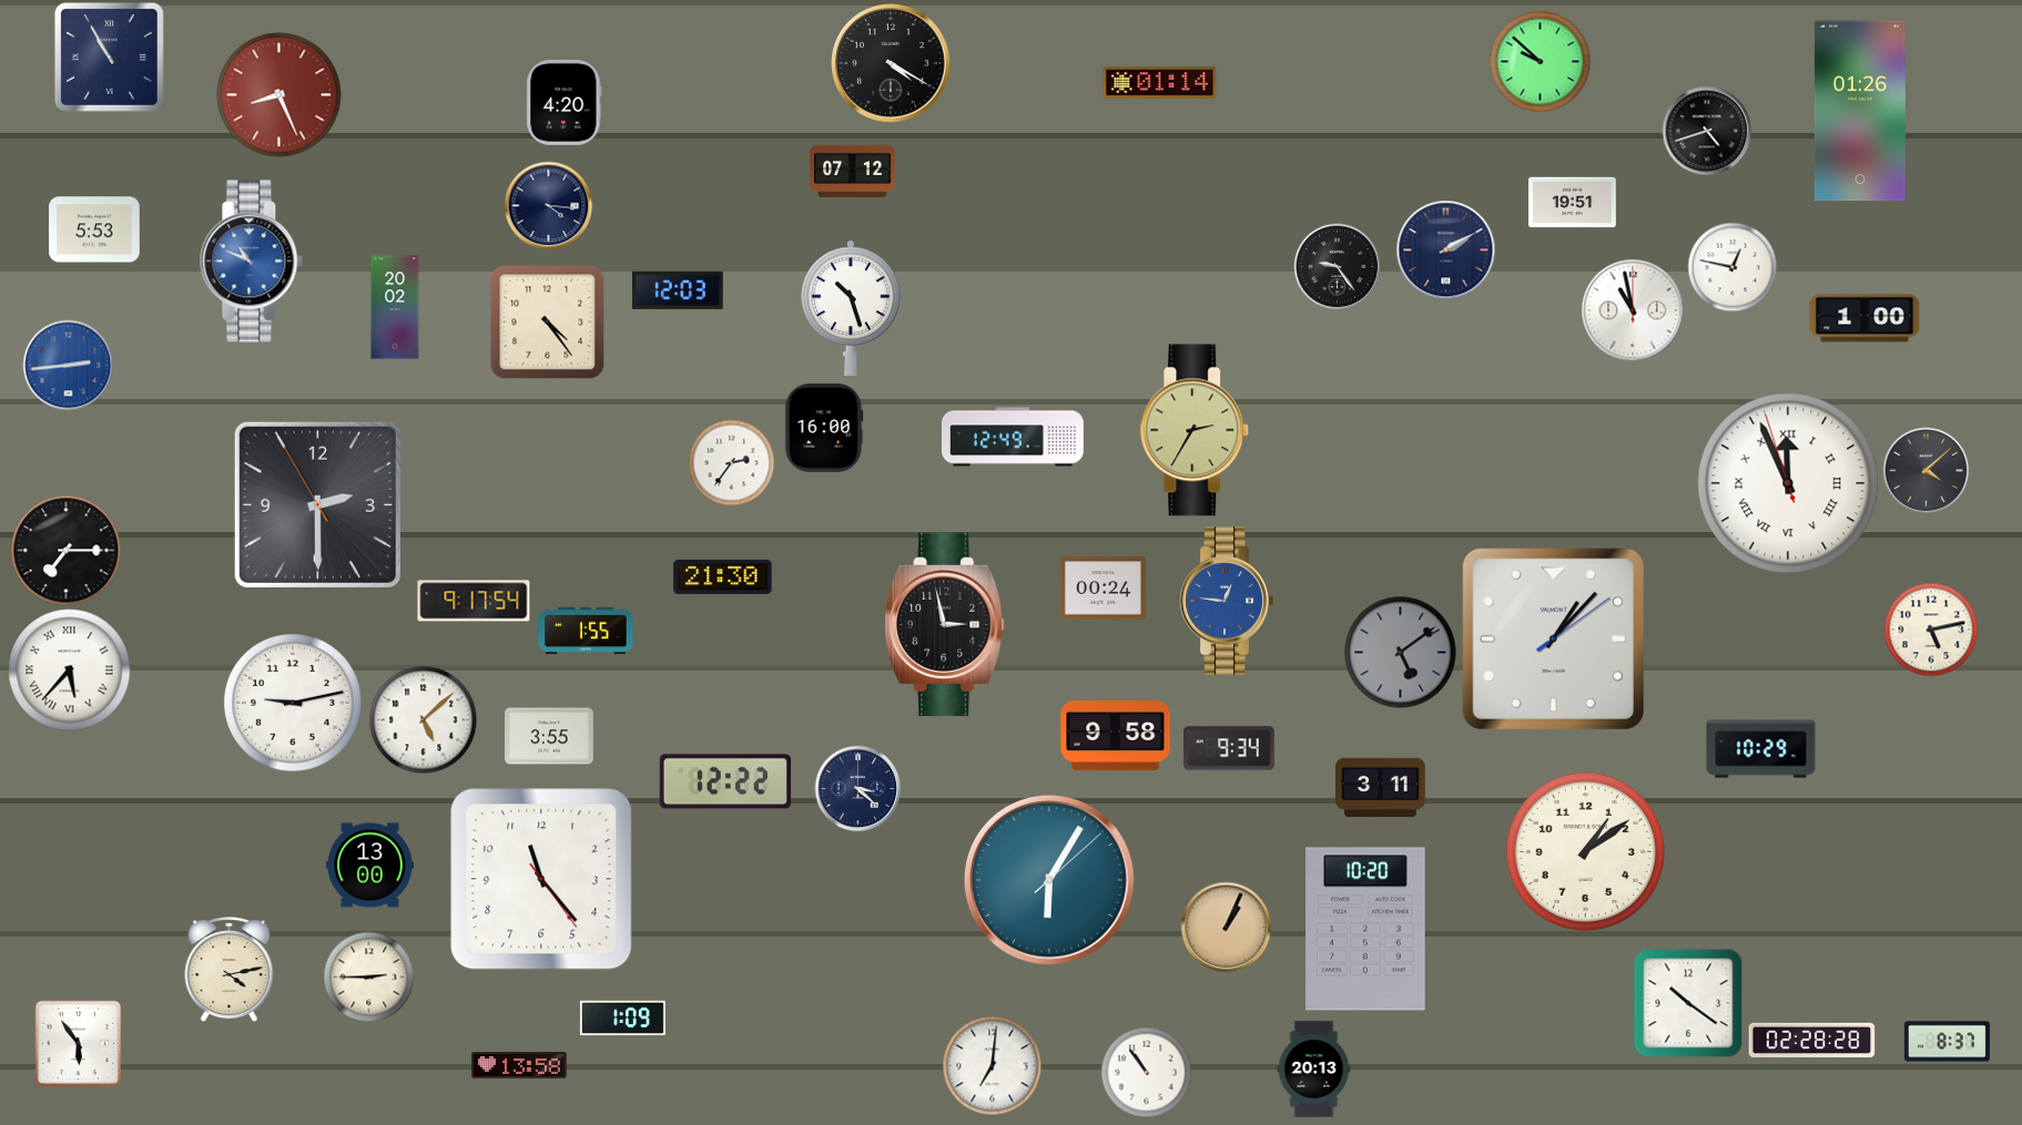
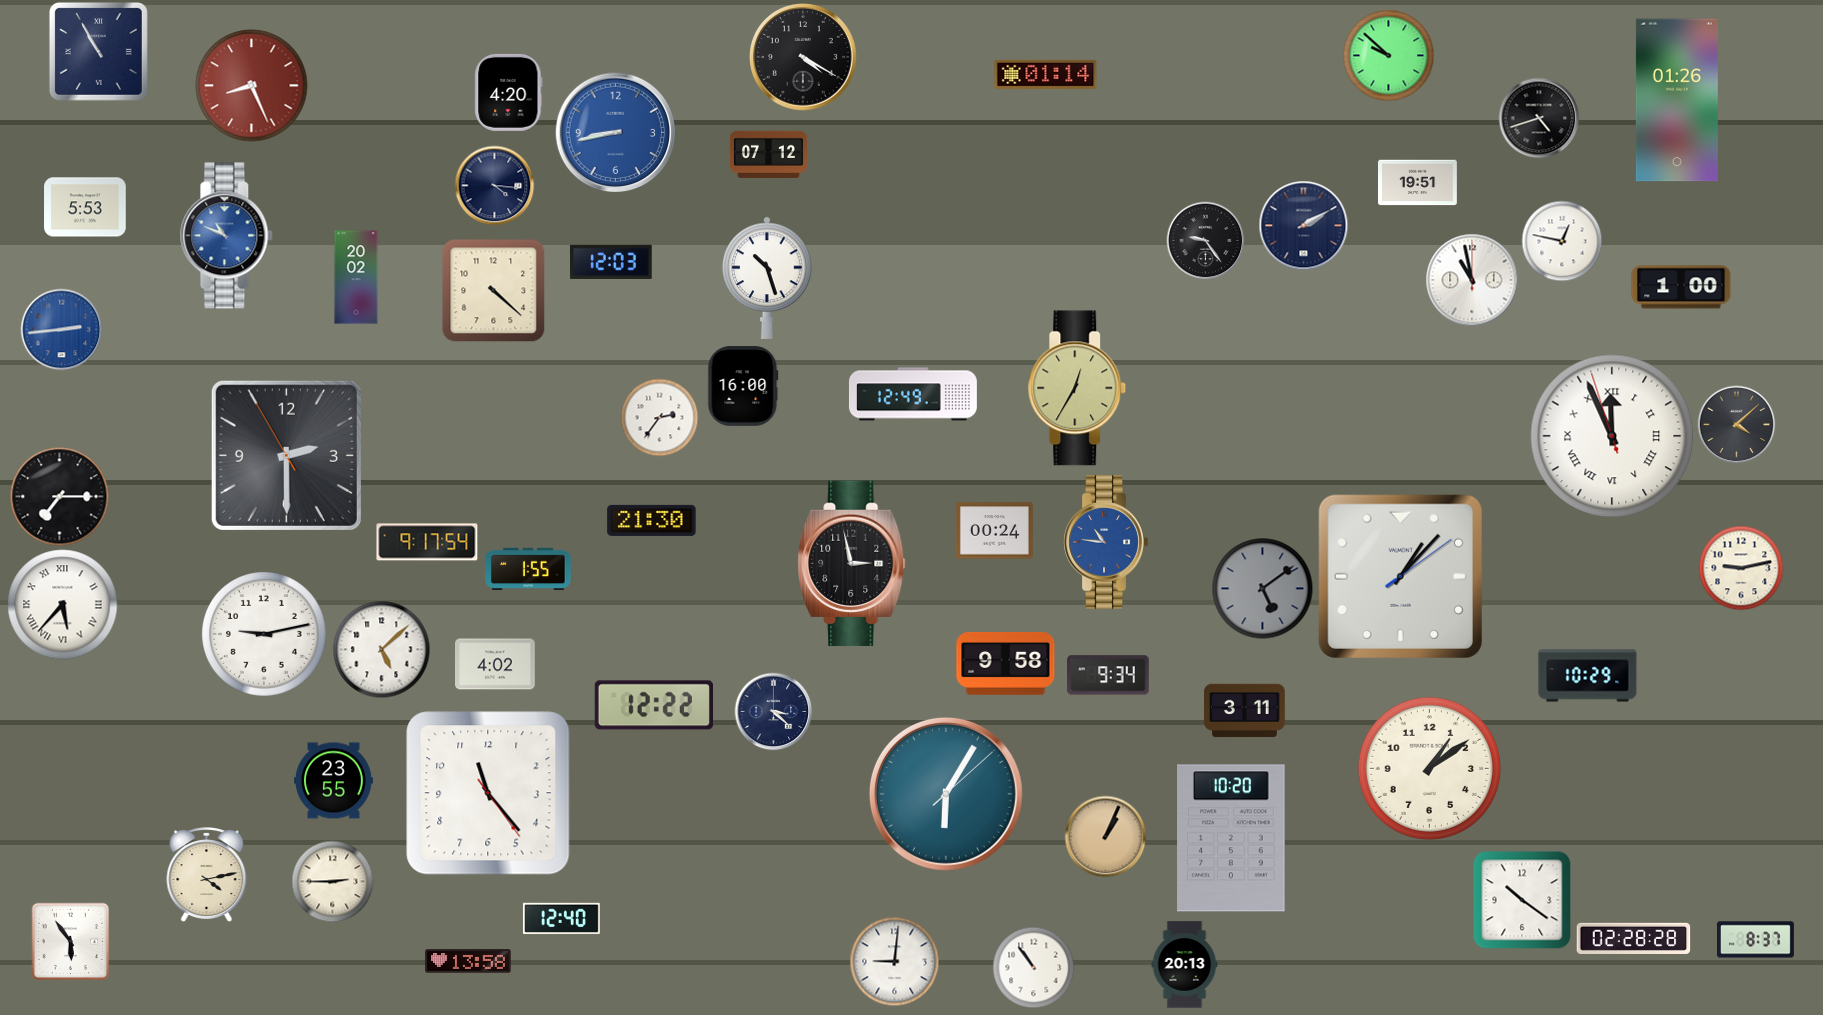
clock at (616, 133): none -> 8:43
clock at (547, 321): 4:24 -> 4:22
clock at (1195, 430): 2:35 -> 12:35
clock at (1227, 601): 12:46 -> 10:46
clock at (1931, 630): 5:13 -> 9:13
clock at (550, 736): 3:55 -> 4:02
clock at (370, 866): 13:00 -> 23:55
clock at (1688, 1003) position: (1688, 1003) -> (1522, 900)
clock at (622, 1019): 1:09 -> 12:40
clock at (992, 1065): 7:01 -> 9:01
